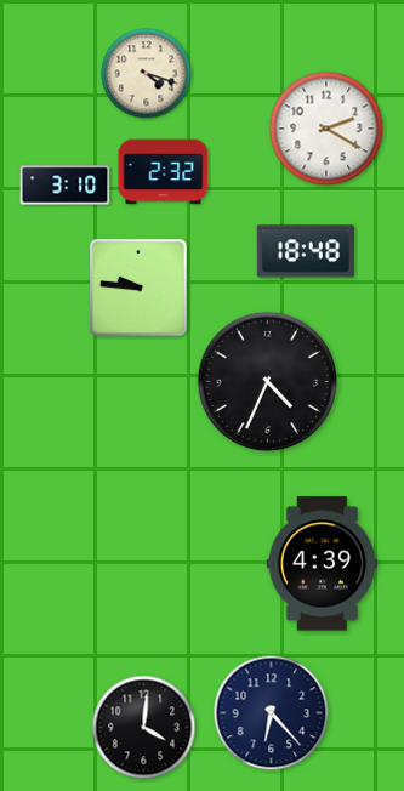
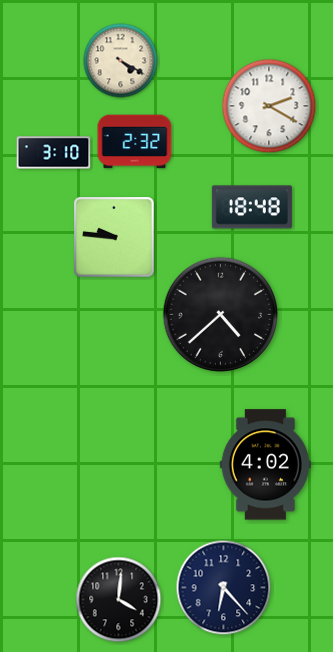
clock at (147, 74): 4:18 -> 4:20
clock at (267, 381): 4:34 -> 4:38
clock at (322, 564): 4:39 -> 4:02
